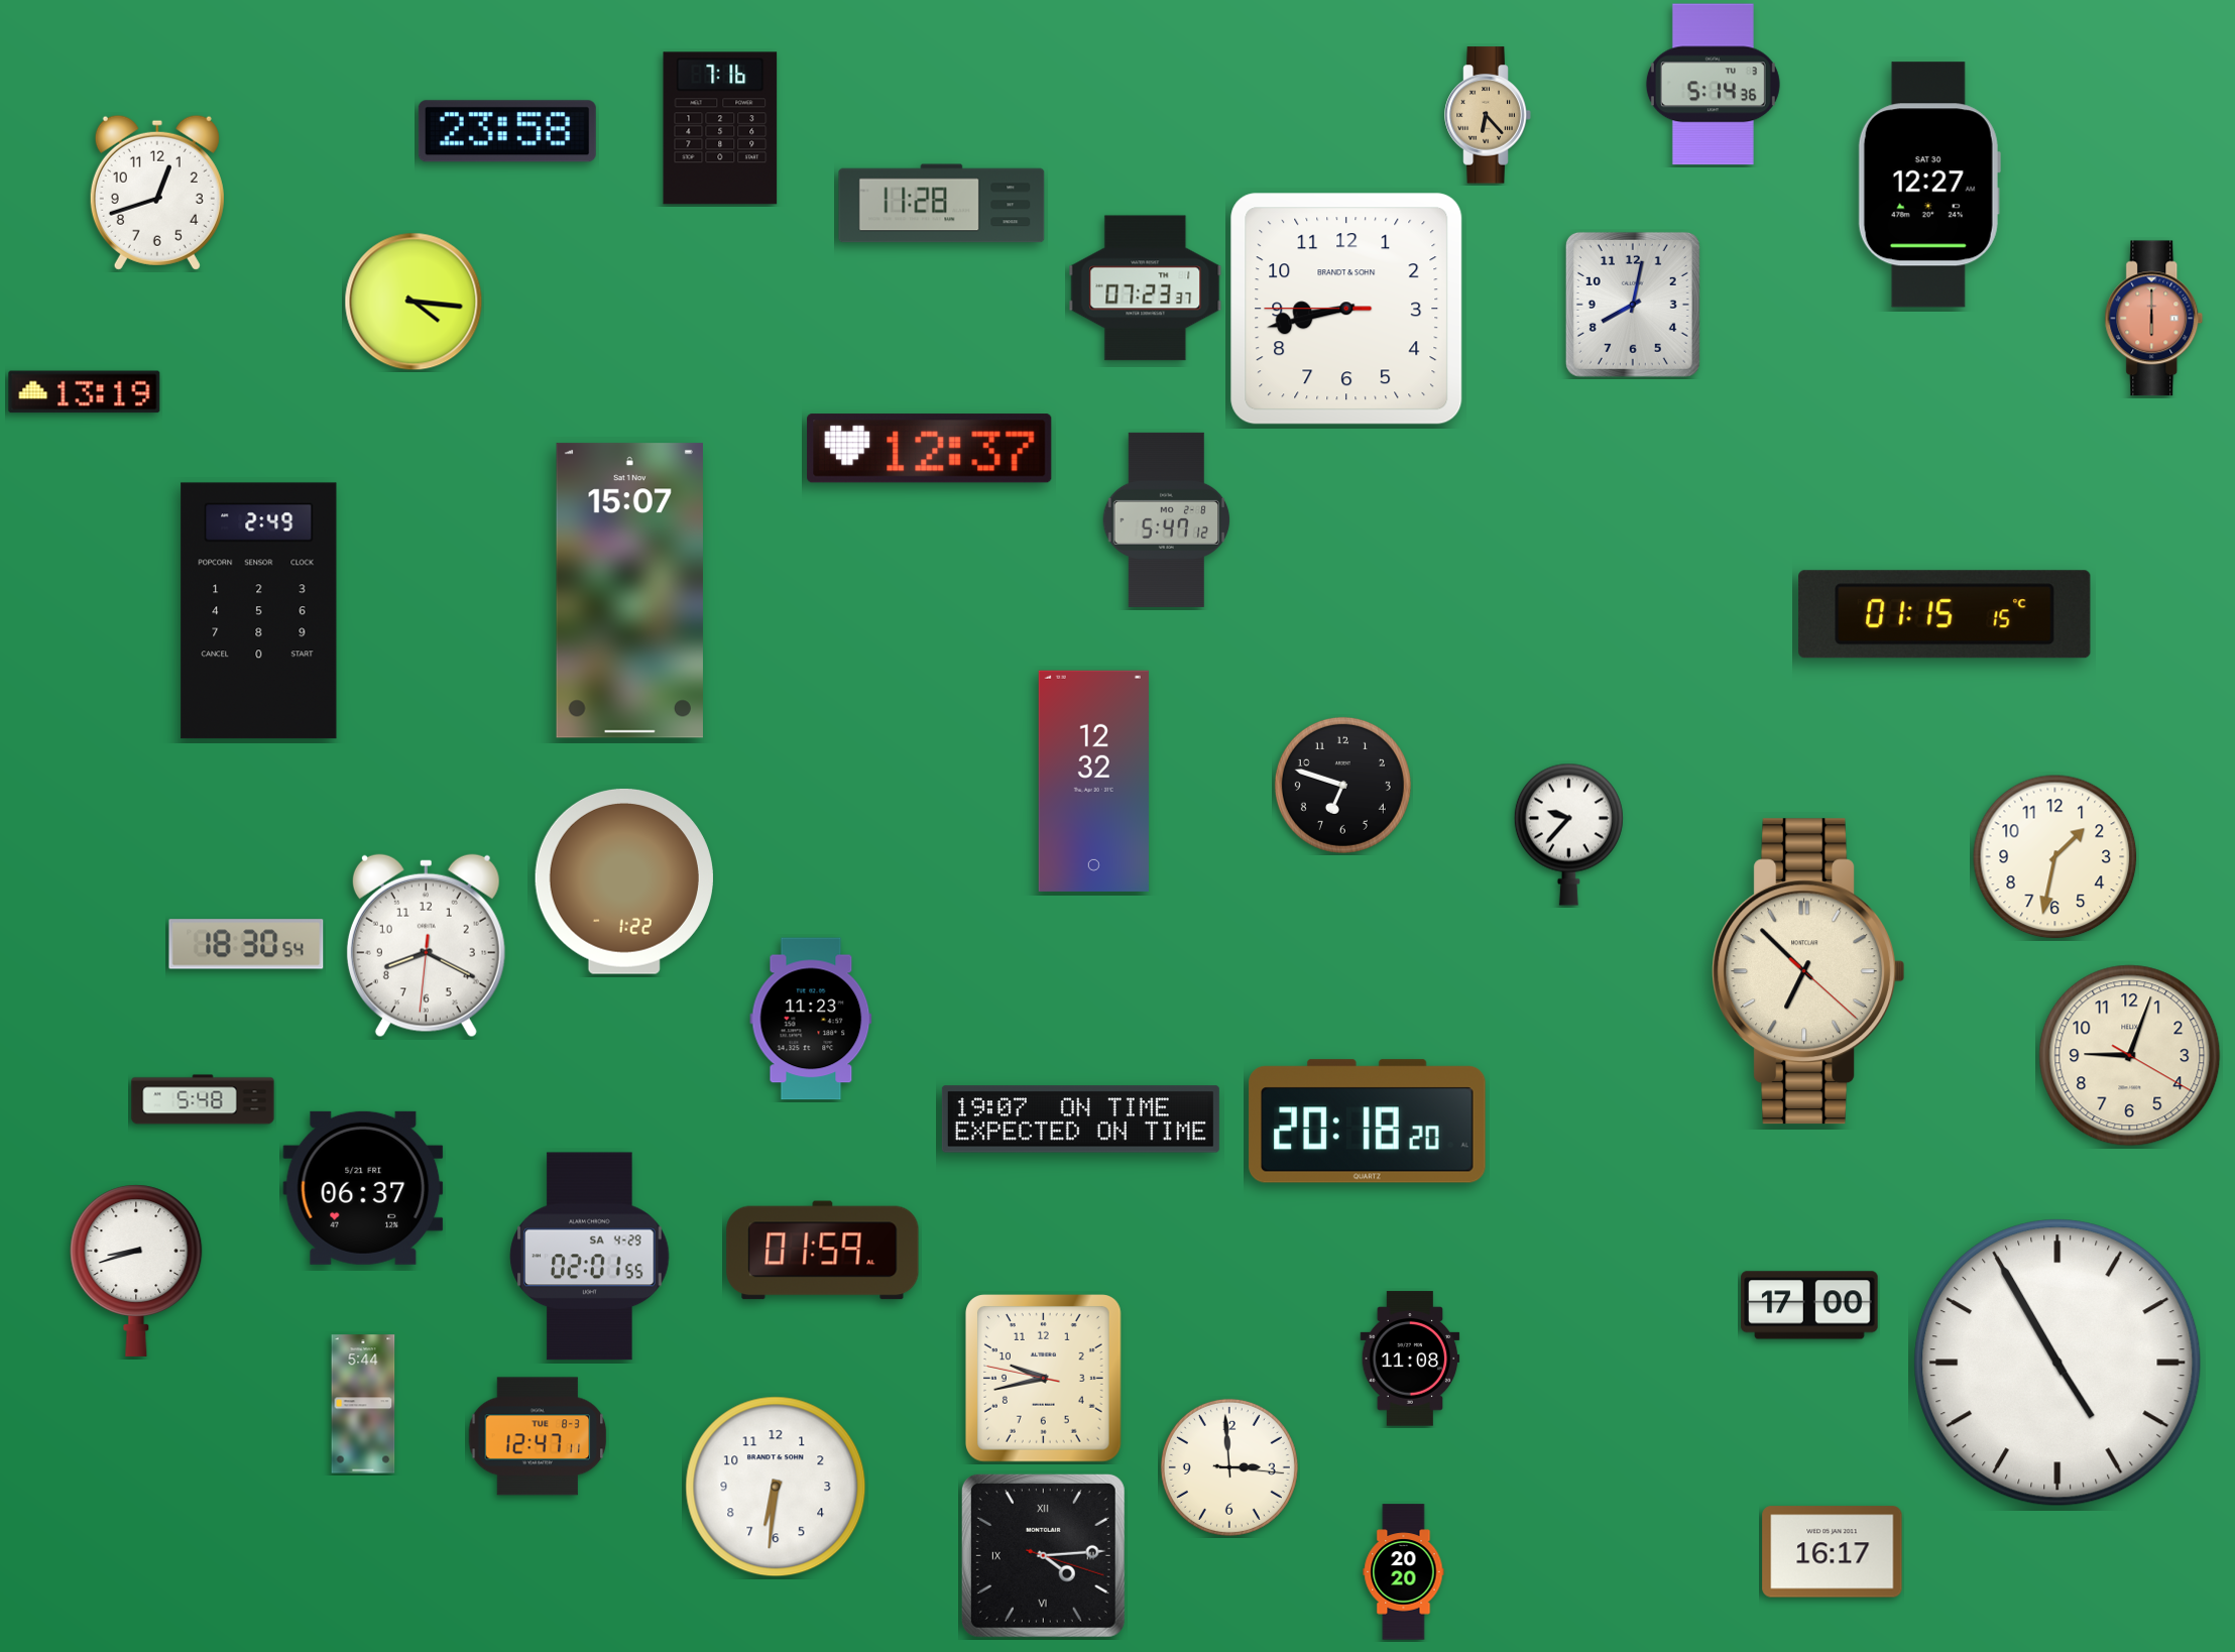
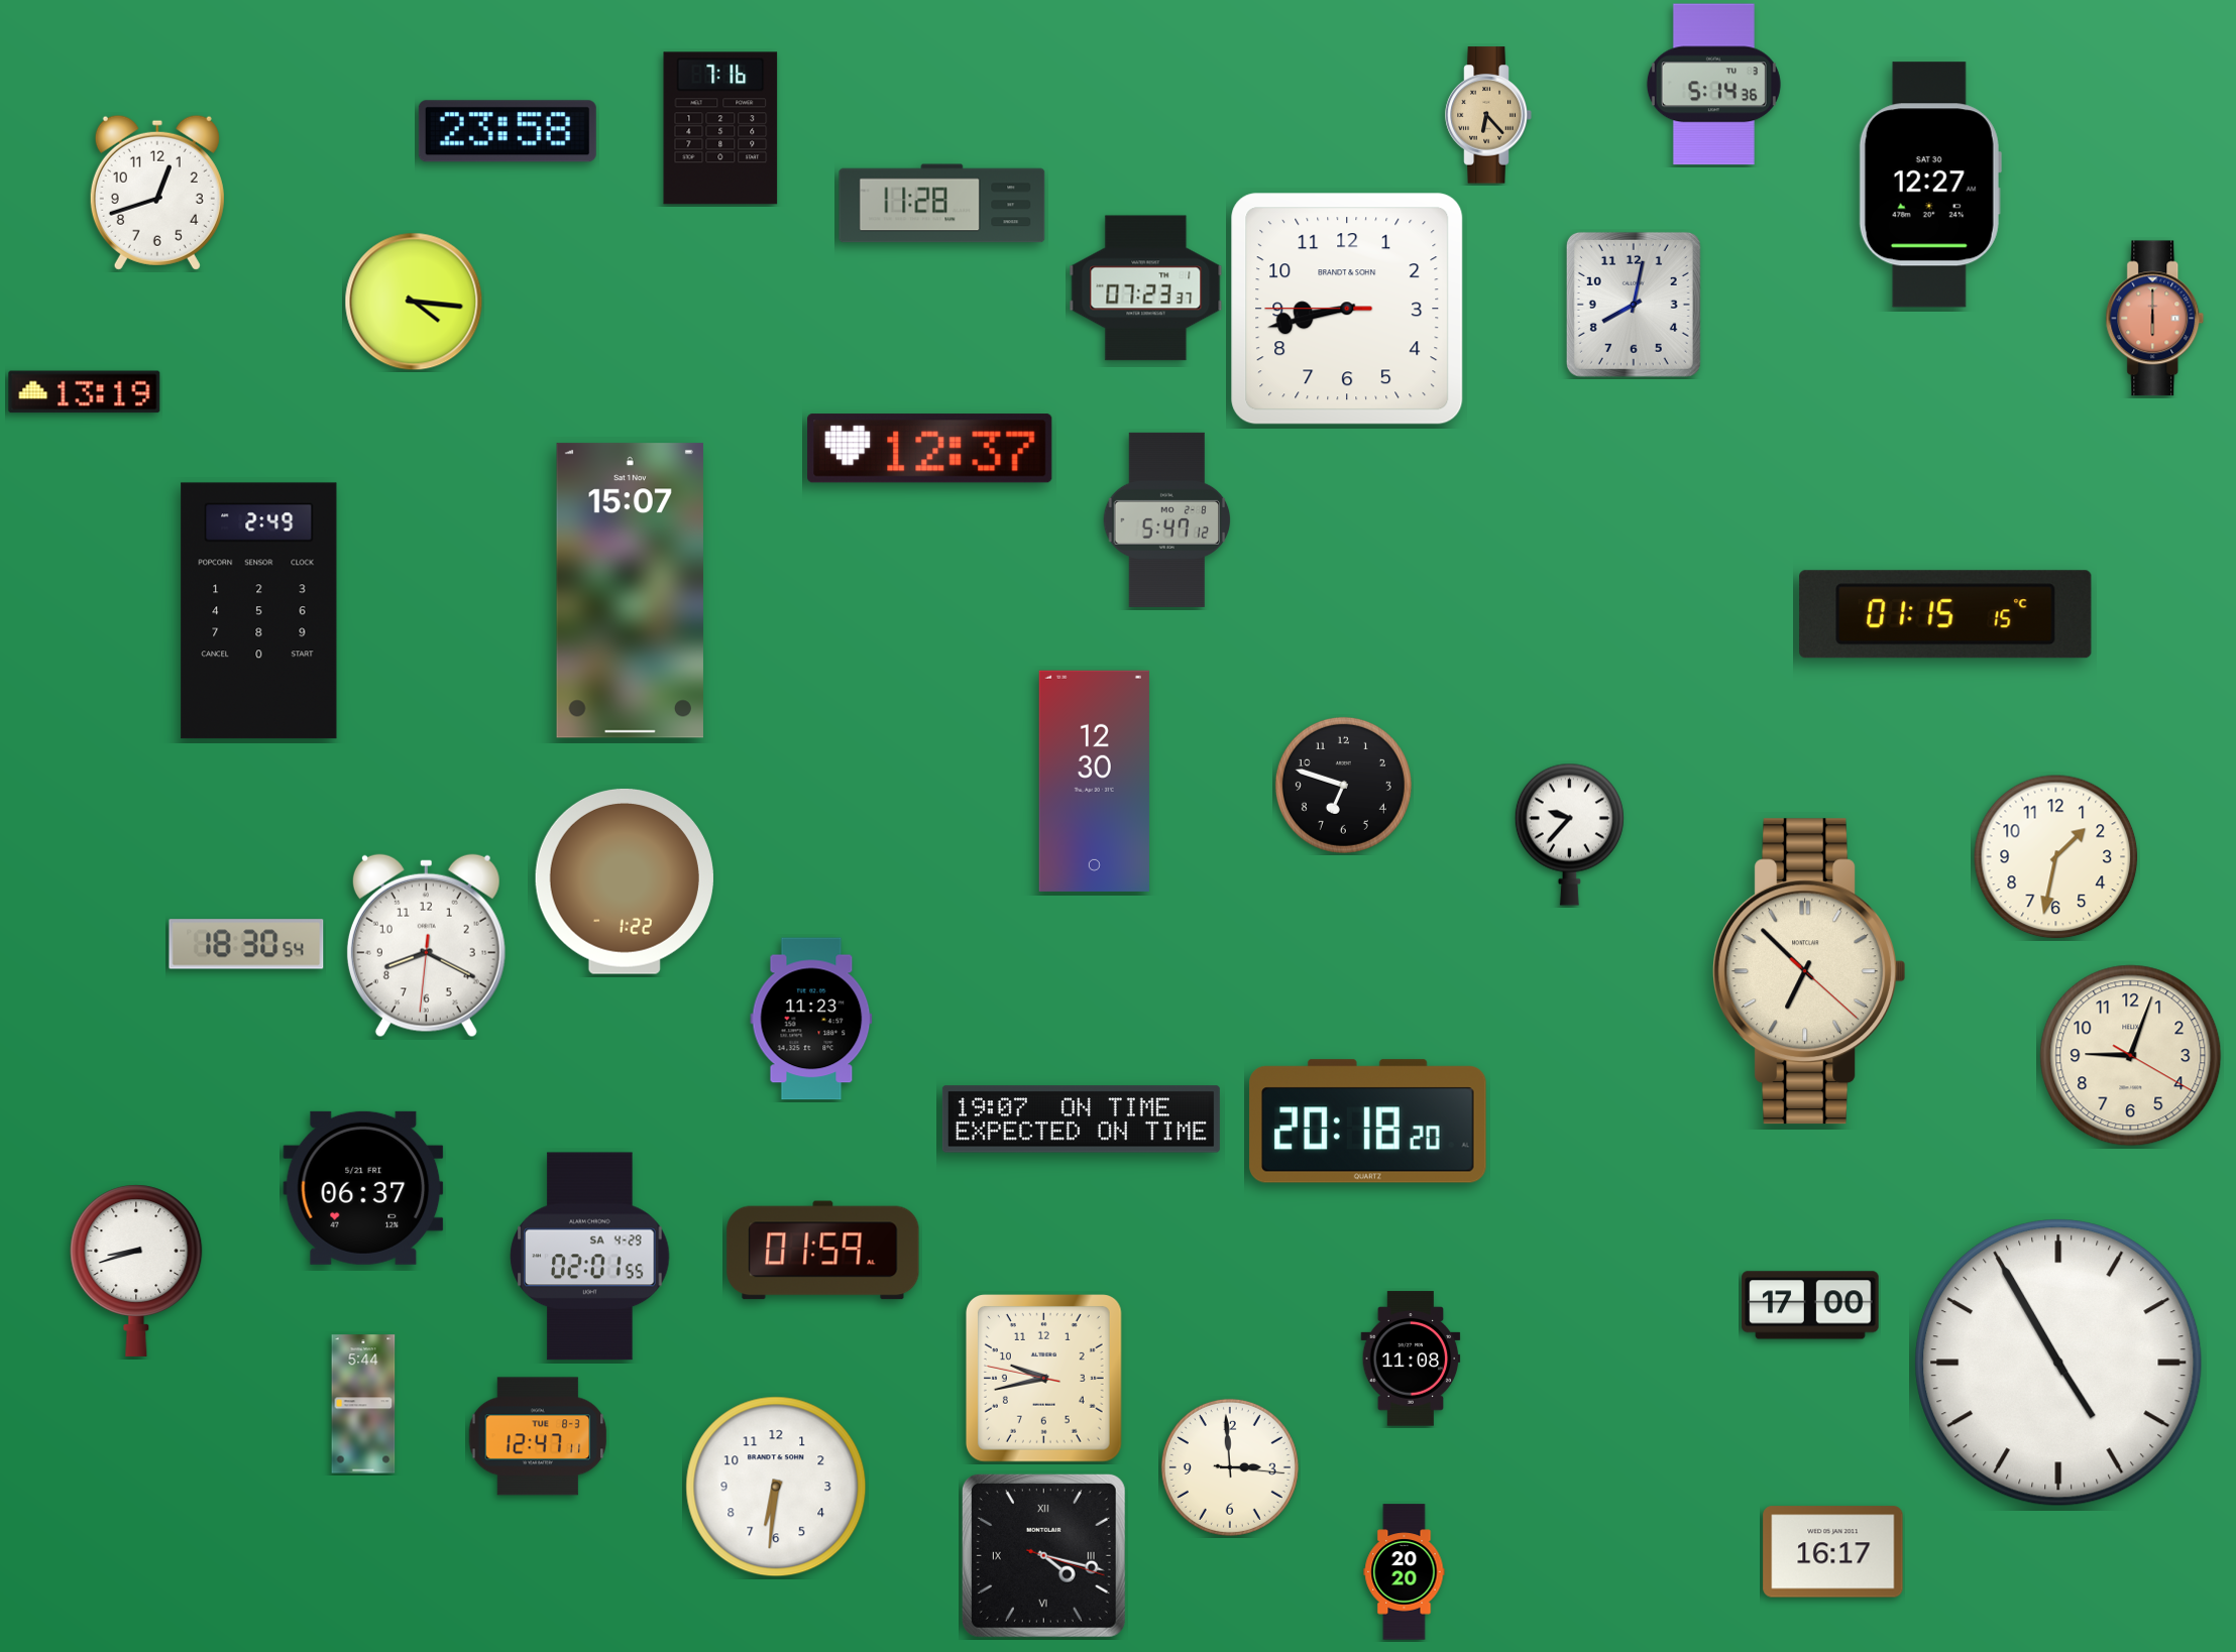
clock at (1093, 781): 12:32 -> 12:30
clock at (203, 1099): 5:48 -> none
clock at (1043, 1555): 4:14 -> 4:17
